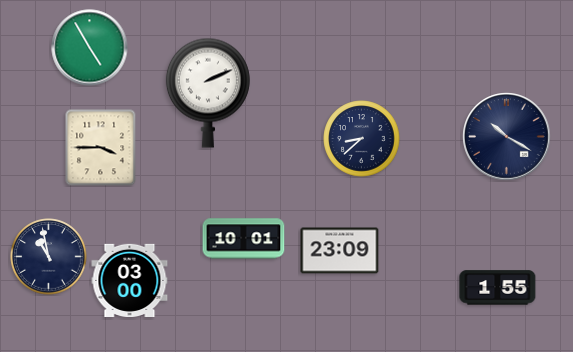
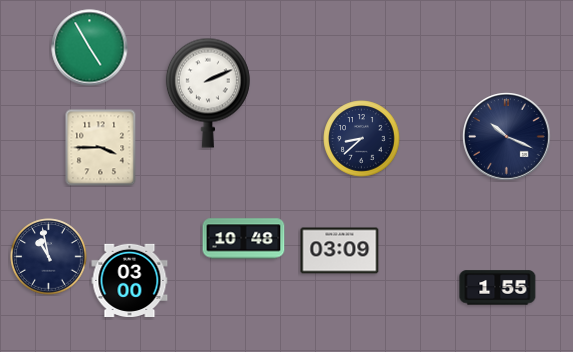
clock at (507, 137): 10:20 -> 10:19
clock at (244, 239): 10:01 -> 10:48
clock at (340, 251): 23:09 -> 03:09
